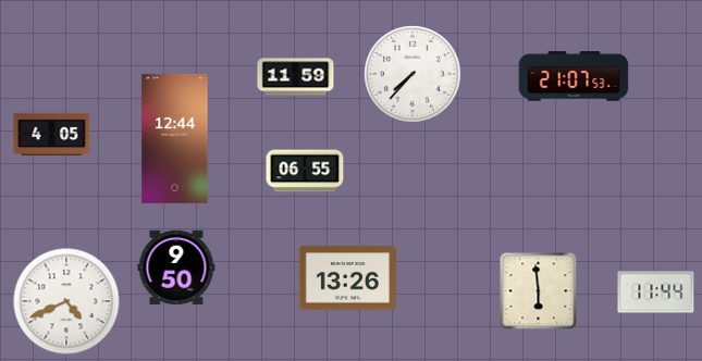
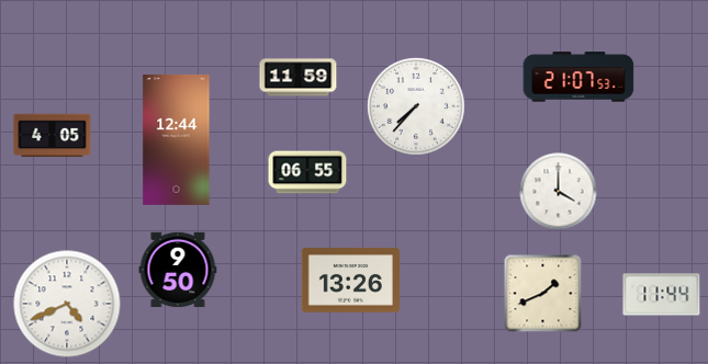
clock at (412, 74) position: (412, 74) -> (416, 106)
clock at (559, 192): none -> 4:00
clock at (539, 291): 5:59 -> 1:41
